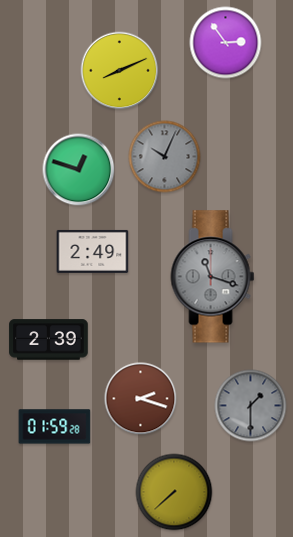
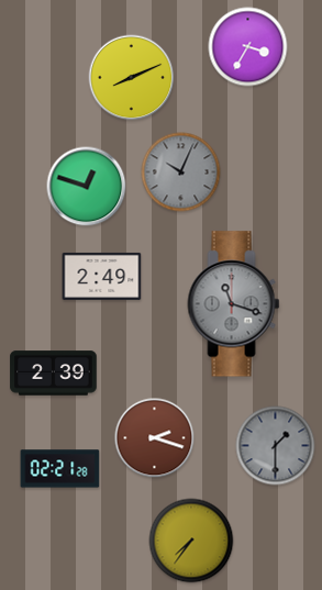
clock at (226, 43): 2:54 -> 3:35
clock at (55, 427): 01:59 -> 02:21
clock at (174, 492): 7:38 -> 7:36
